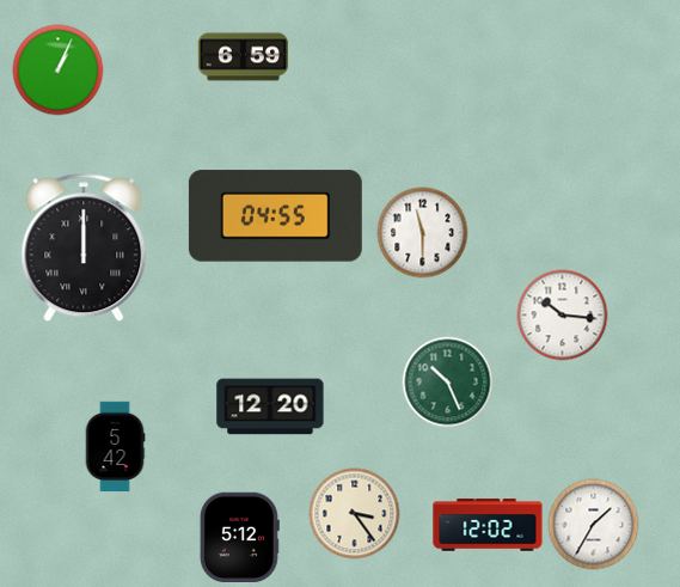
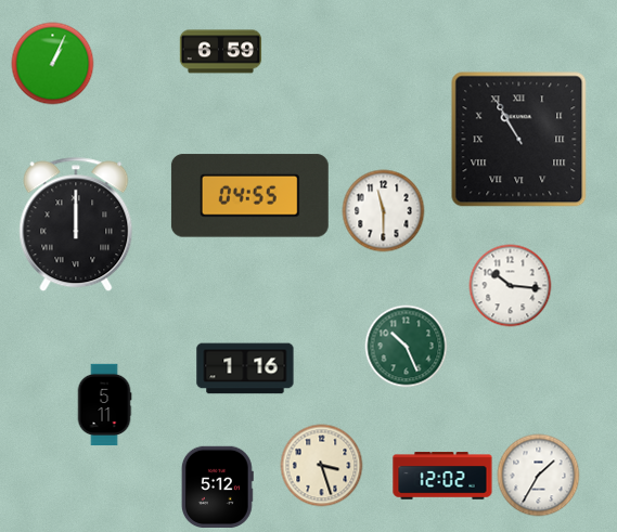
clock at (519, 140): none -> 10:55
clock at (270, 406): 12:20 -> 1:16
clock at (115, 447): 5:42 -> 5:11
clock at (355, 514): 3:24 -> 3:27
